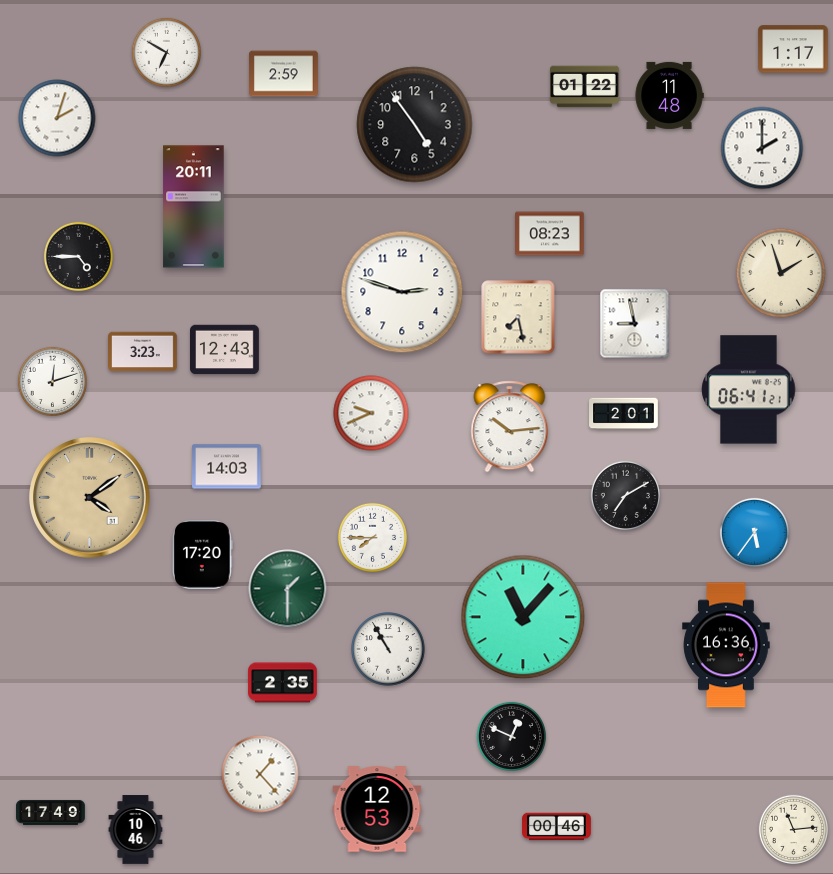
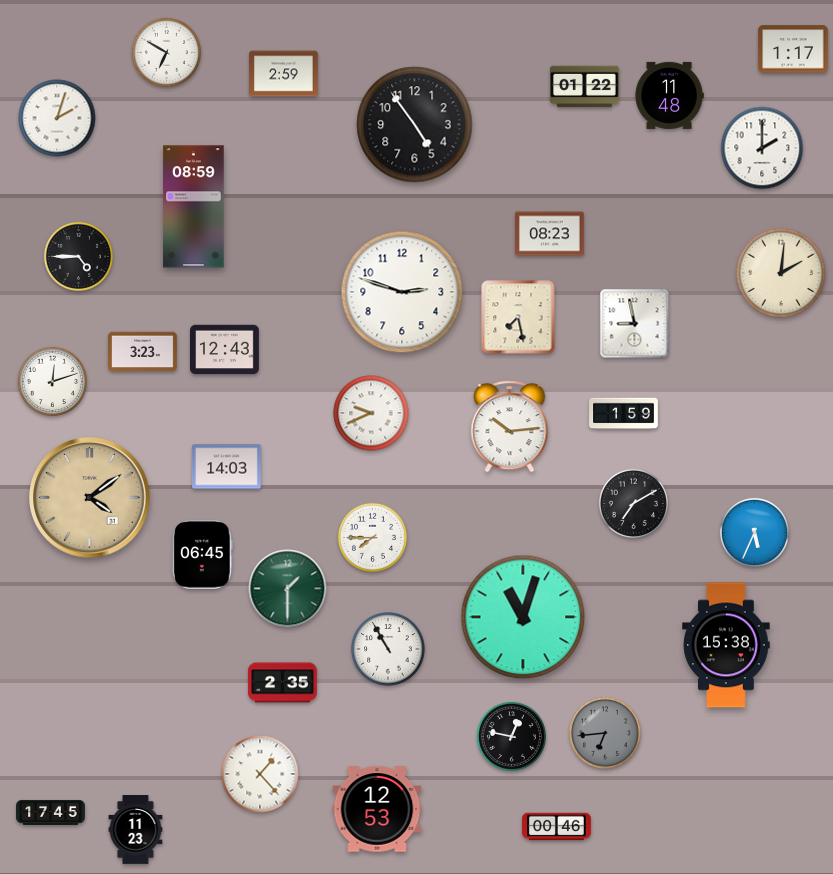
clock at (194, 207): 20:11 -> 08:59
clock at (781, 273): 1:57 -> 2:01
clock at (749, 390): 06:41 -> none
clock at (624, 414): 2:01 -> 1:59
clock at (625, 495) position: (625, 495) -> (633, 503)
clock at (754, 532): 5:36 -> 5:34
clock at (203, 555): 17:20 -> 06:45
clock at (523, 617): 11:07 -> 11:03
clock at (726, 645): 16:36 -> 15:38
clock at (606, 734): none -> 6:44
clock at (511, 736): 12:49 -> 12:47
clock at (51, 812): 17:49 -> 17:45
clock at (793, 829): 11:14 -> none
clock at (136, 830): 10:46 -> 11:23
